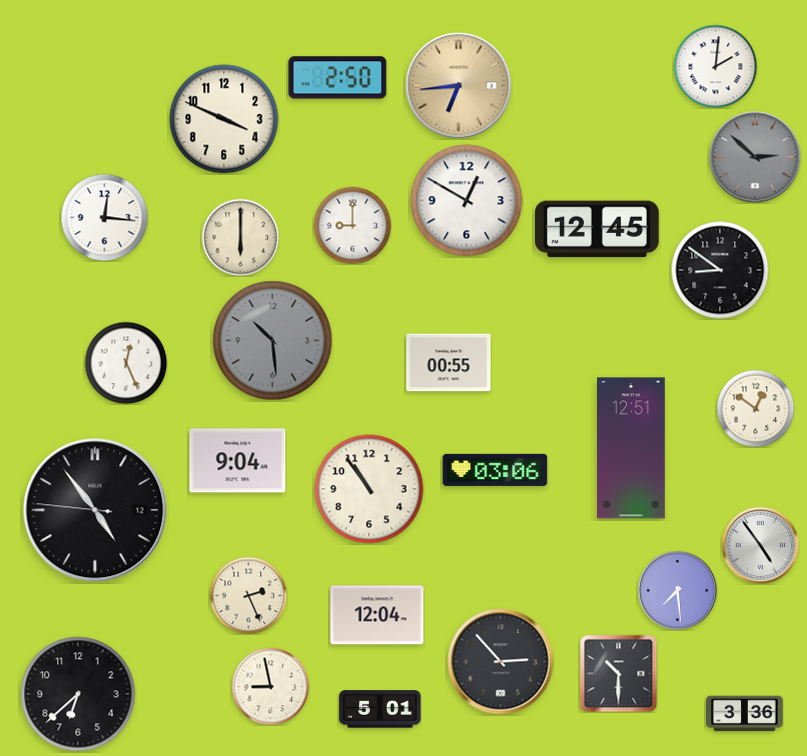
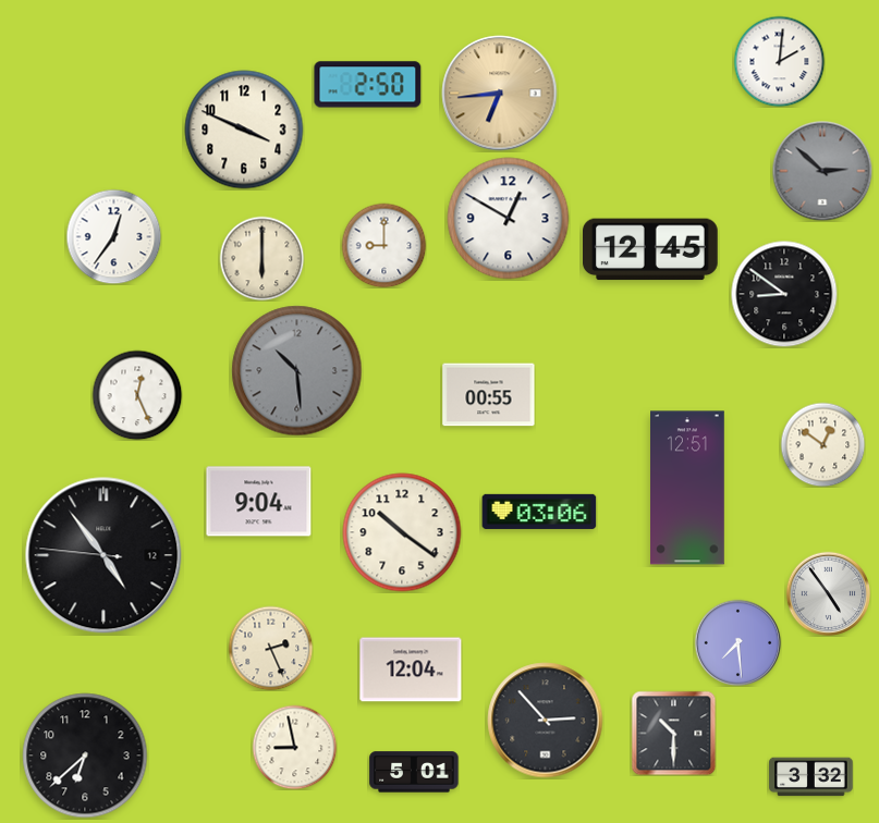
clock at (715, 66) position: (715, 66) -> (779, 61)
clock at (104, 217): 12:16 -> 12:36
clock at (369, 489): 10:54 -> 10:21
clock at (745, 714): 3:36 -> 3:32
